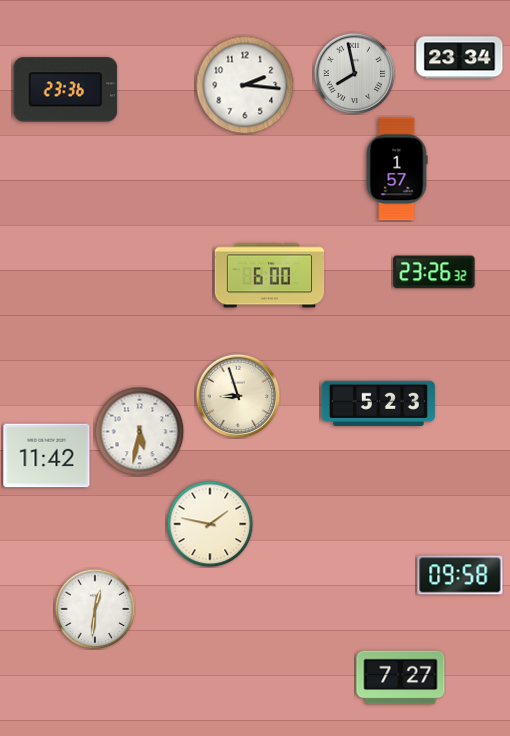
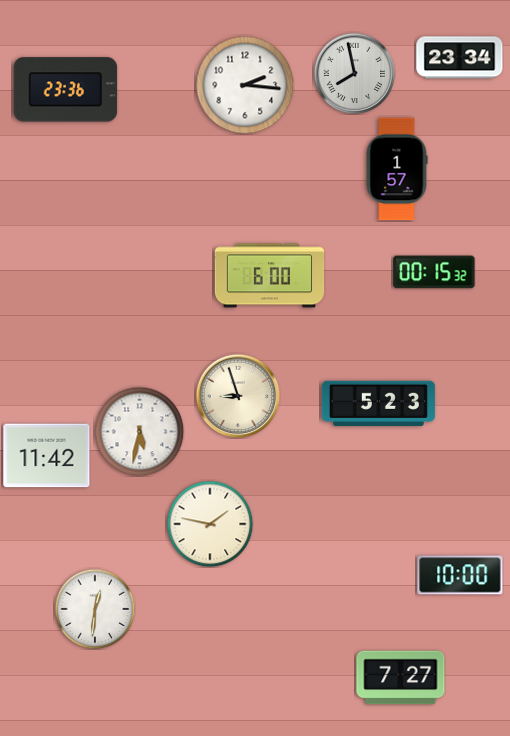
clock at (434, 272): 23:26 -> 00:15
clock at (460, 575): 09:58 -> 10:00
